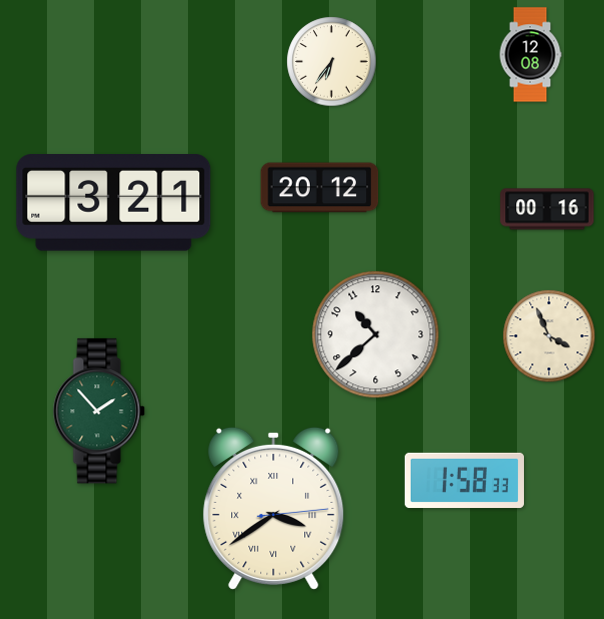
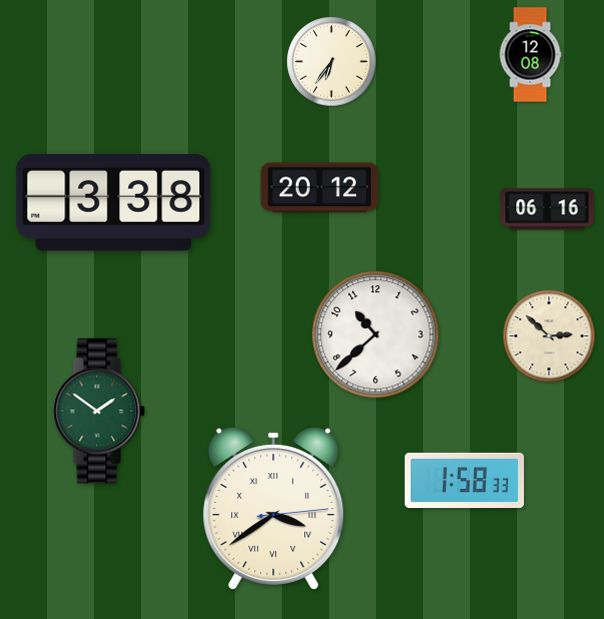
clock at (114, 203): 3:21 -> 3:38
clock at (547, 209): 00:16 -> 06:16
clock at (549, 336): 3:56 -> 2:52
clock at (99, 411): 1:53 -> 1:51
